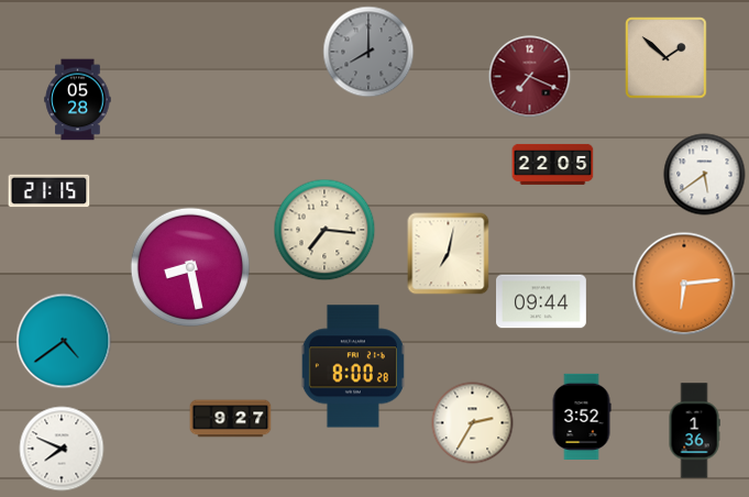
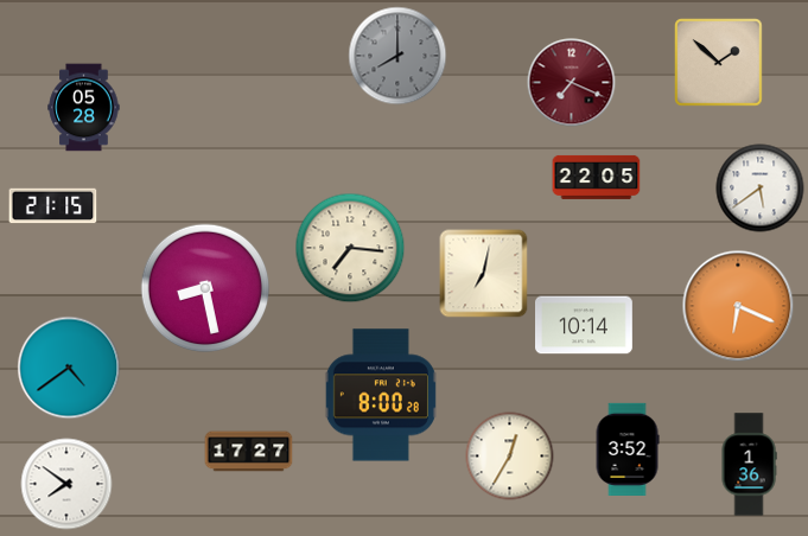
clock at (684, 284): 6:14 -> 6:19
clock at (542, 301): 09:44 -> 10:14
clock at (231, 419): 9:27 -> 17:27
clock at (473, 423): 2:35 -> 12:35
clock at (62, 449): 7:49 -> 7:51
